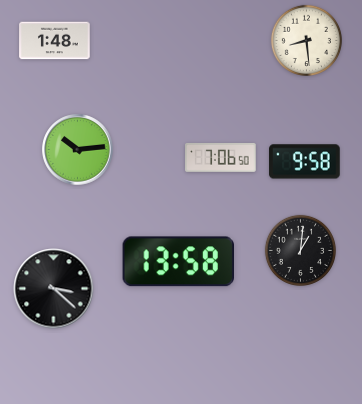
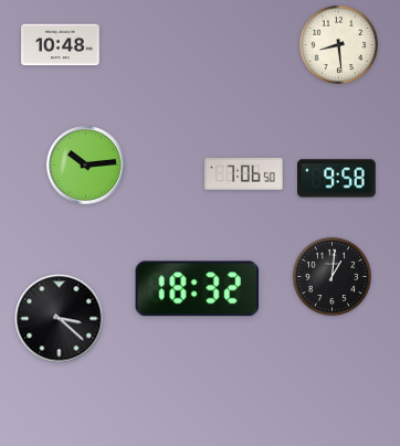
clock at (55, 41): 1:48 -> 10:48
clock at (178, 262): 13:58 -> 18:32
